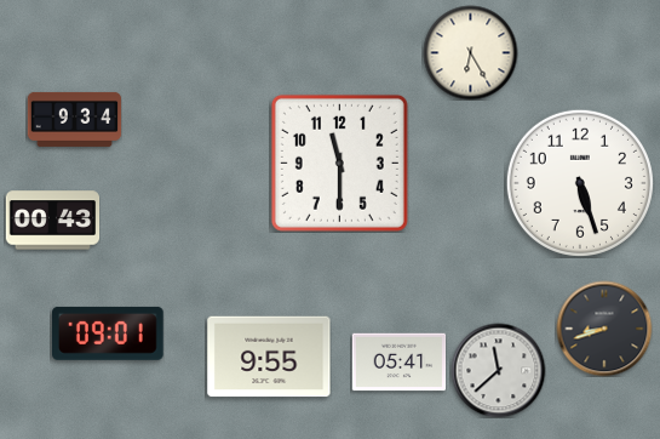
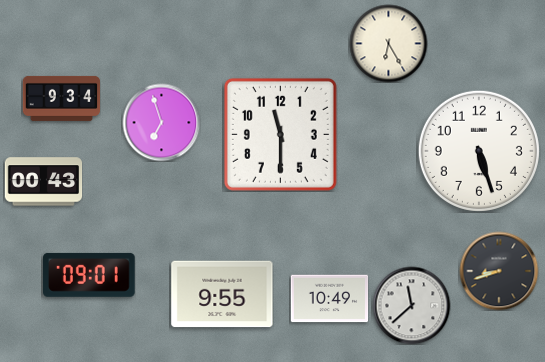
clock at (161, 122): none -> 6:57
clock at (398, 363): 05:41 -> 10:49
